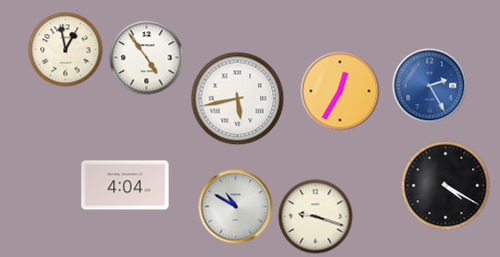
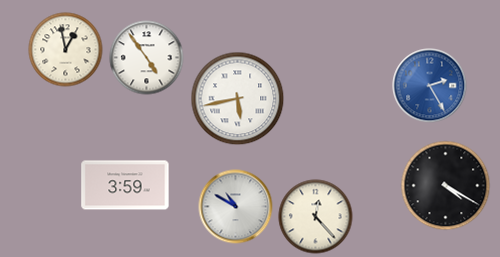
clock at (340, 91): 12:35 -> none
clock at (125, 185): 4:04 -> 3:59
clock at (316, 217): 9:18 -> 12:23
